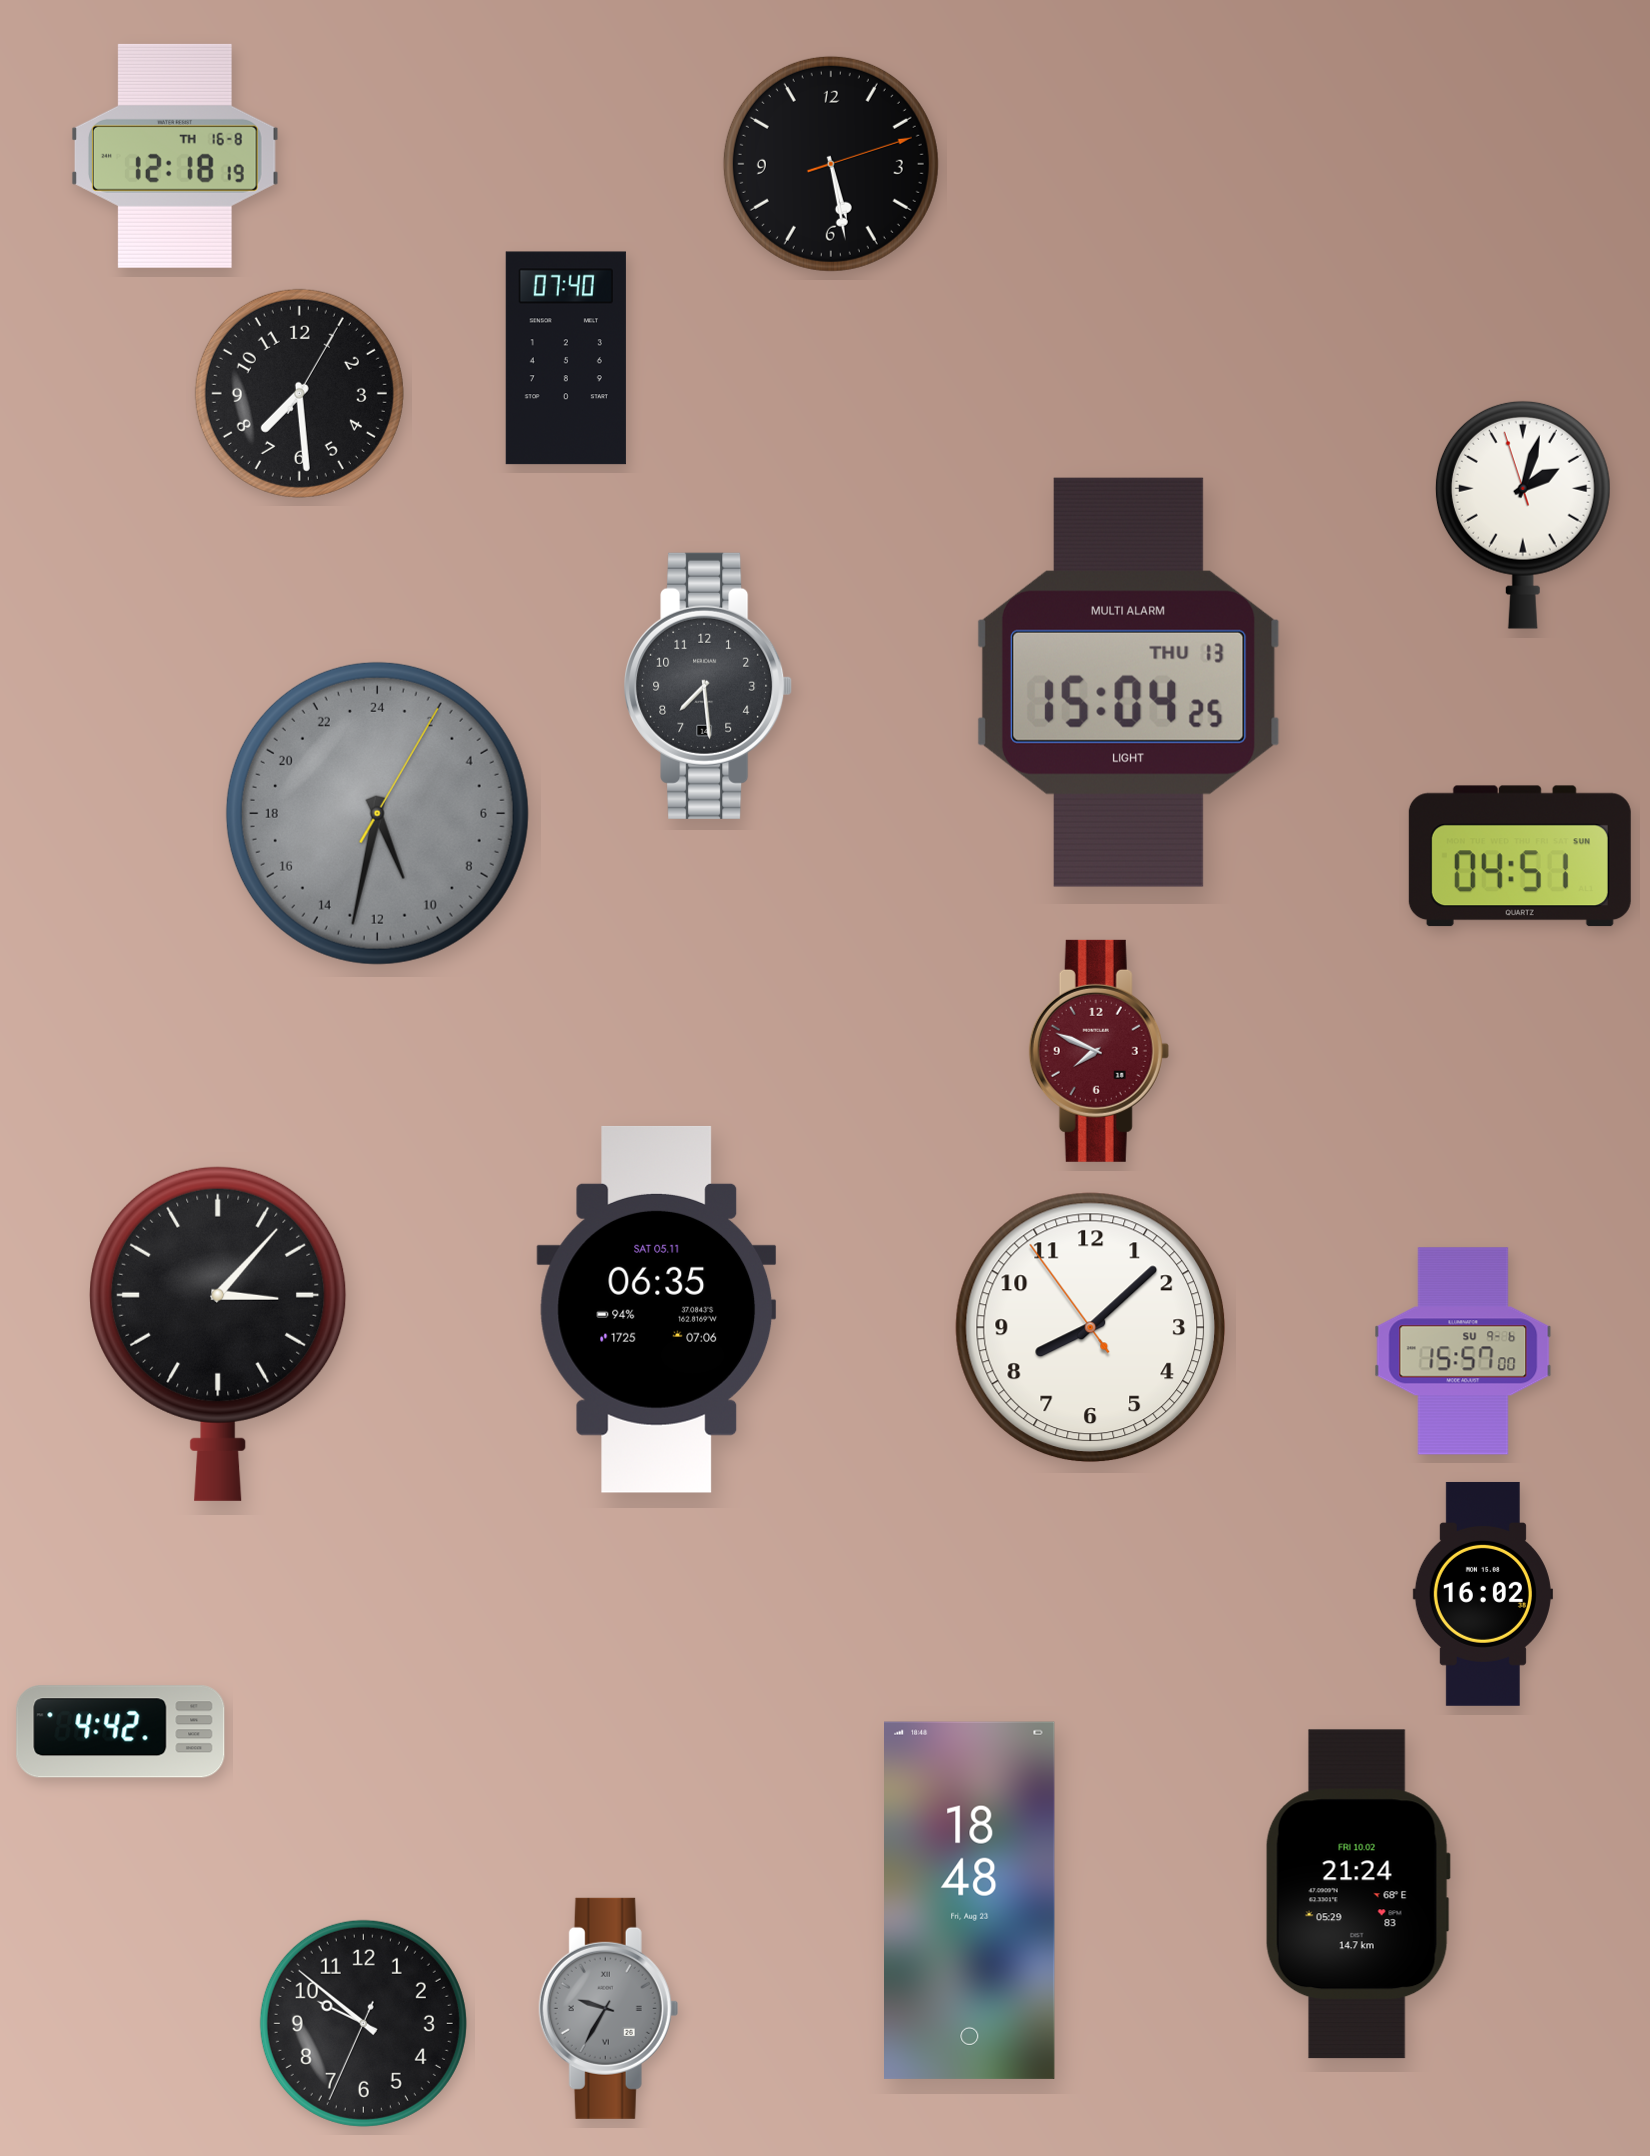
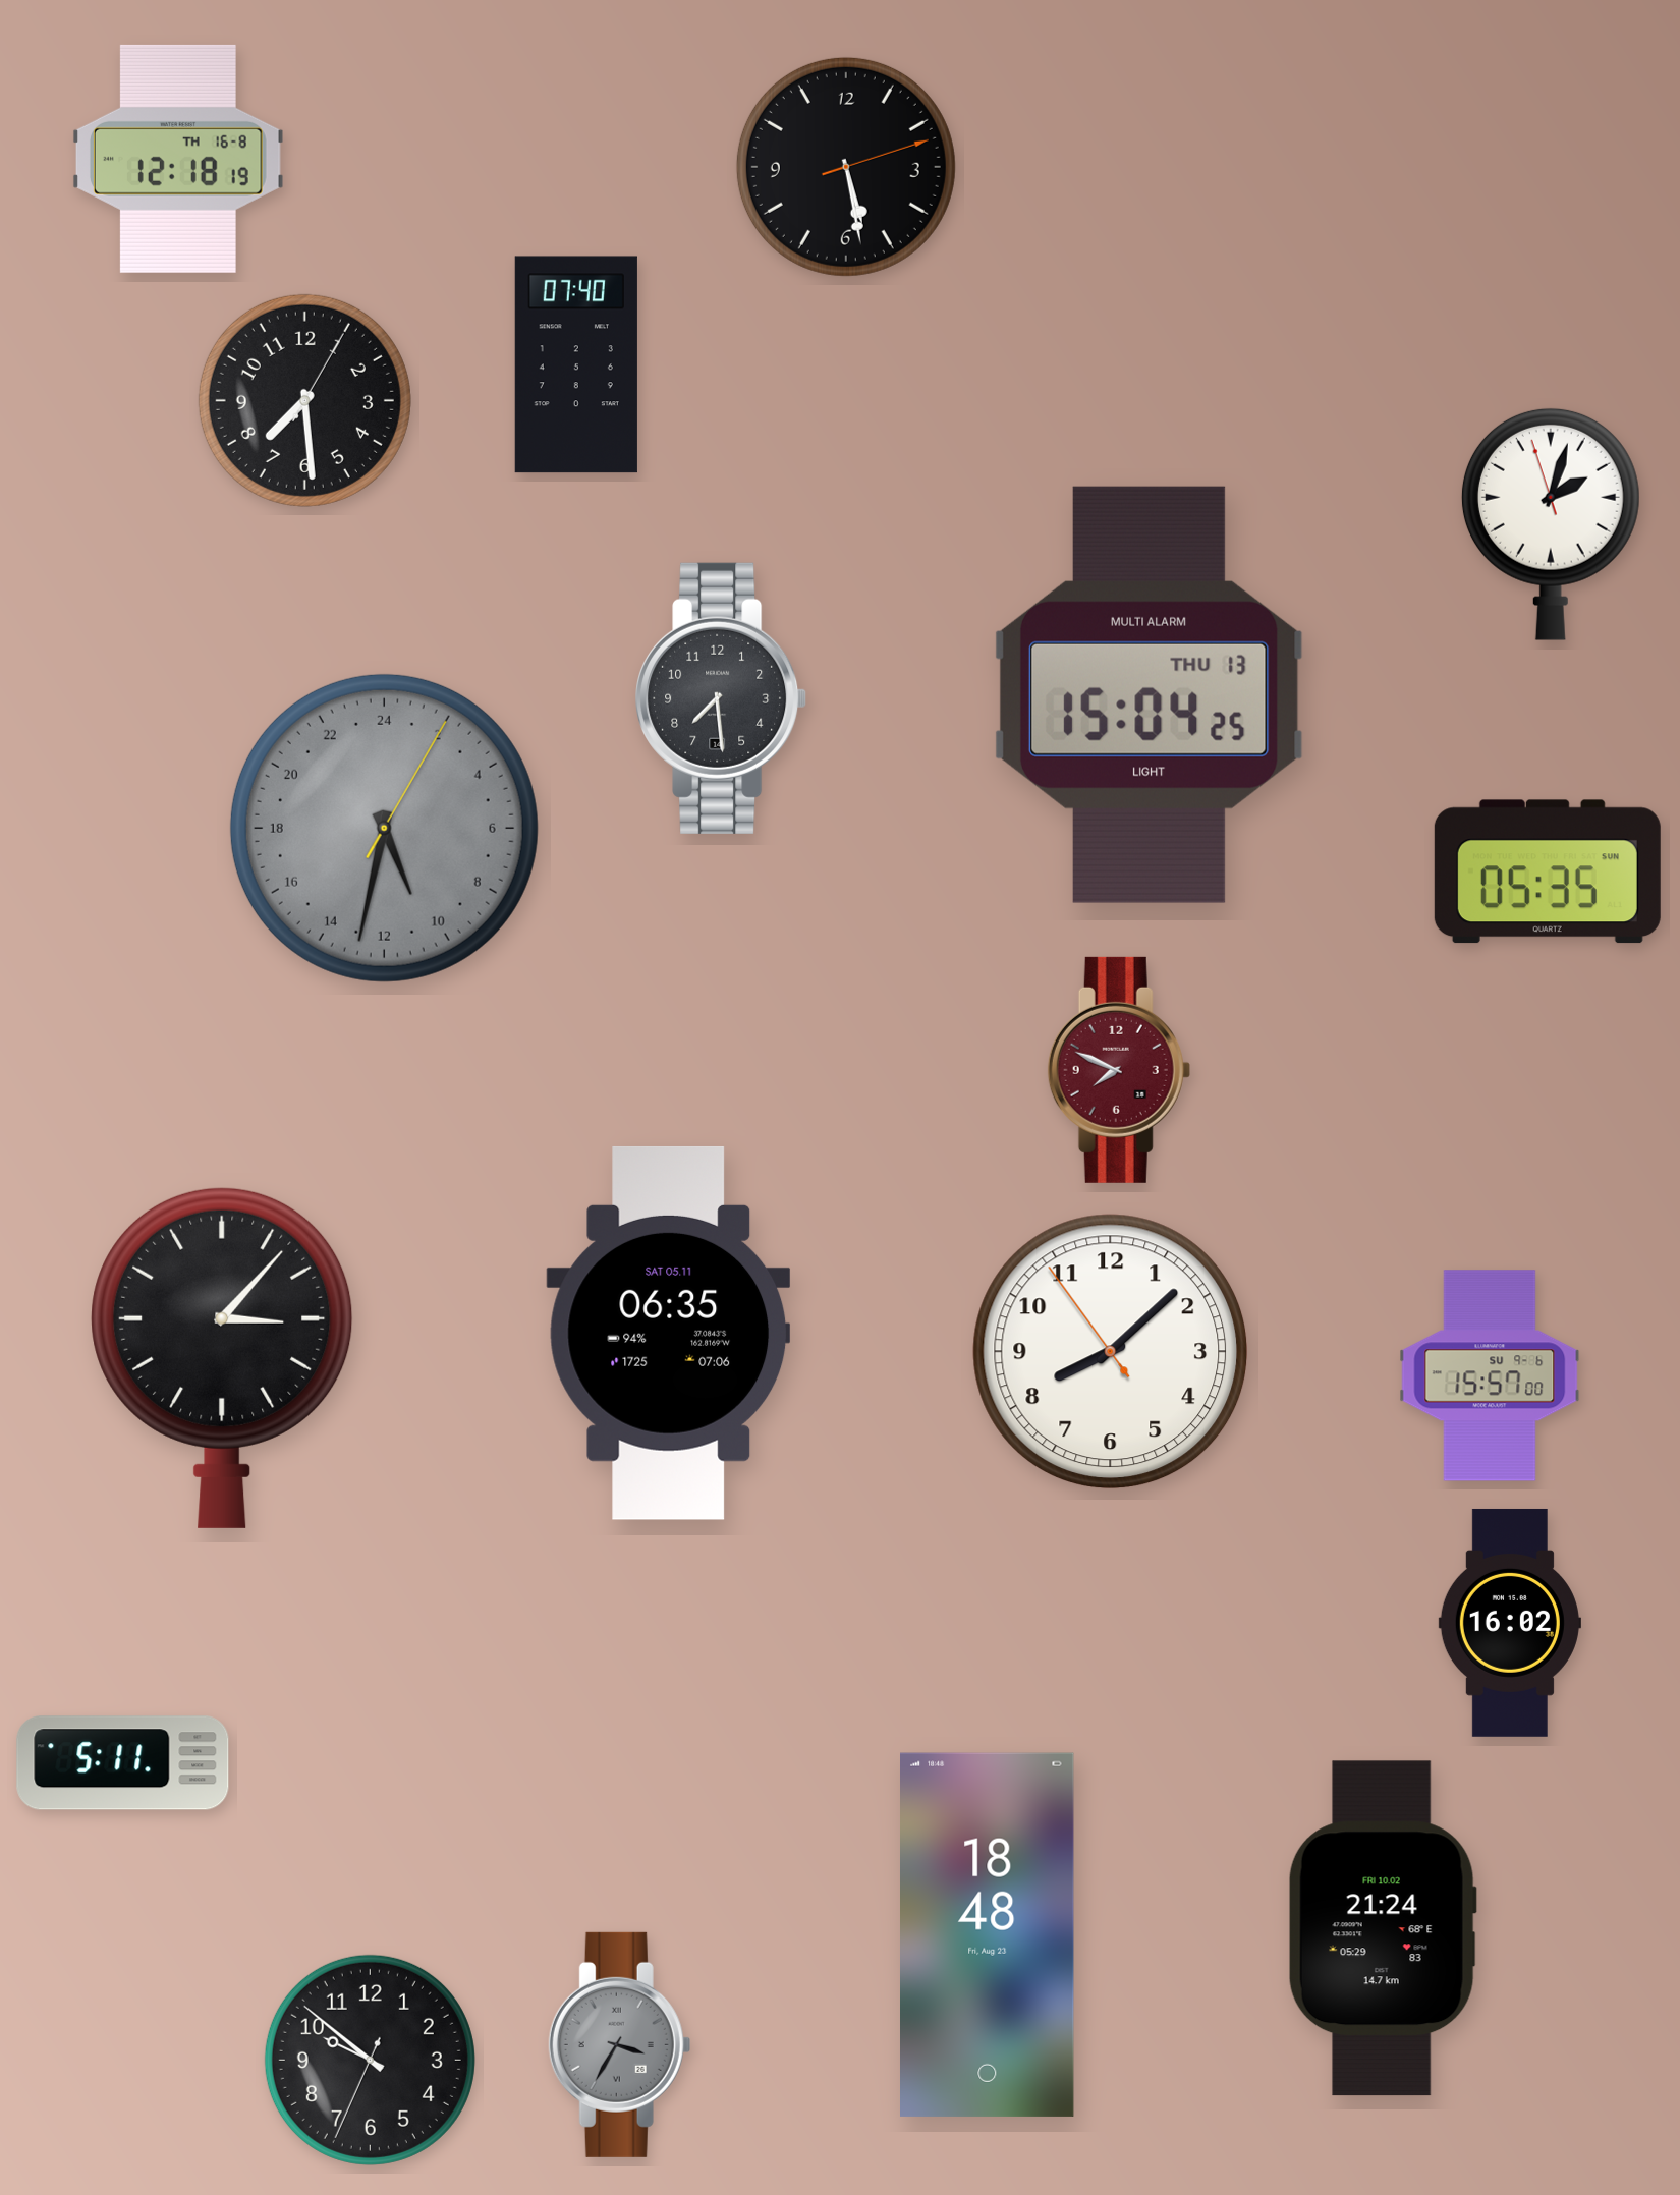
clock at (1520, 856): 04:51 -> 05:35
clock at (121, 1732): 4:42 -> 5:11
clock at (609, 2008): 9:35 -> 3:35
